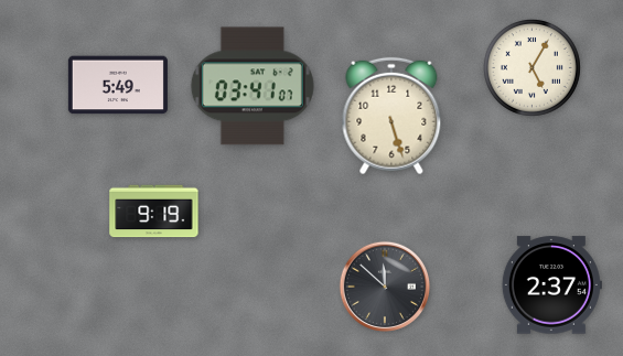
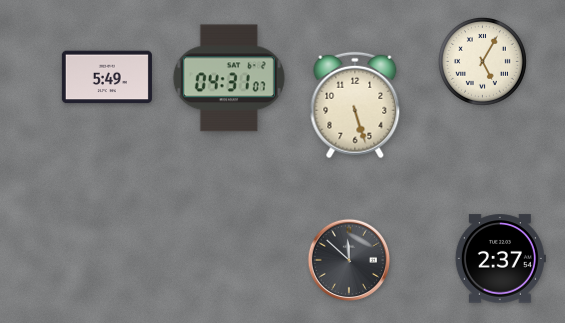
clock at (253, 86): 03:41 -> 04:31
clock at (154, 212): 9:19 -> none
